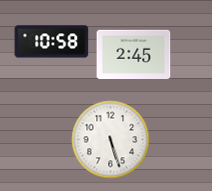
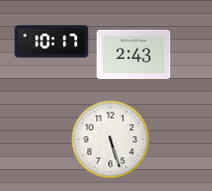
clock at (52, 42): 10:58 -> 10:17
clock at (134, 54): 2:45 -> 2:43
